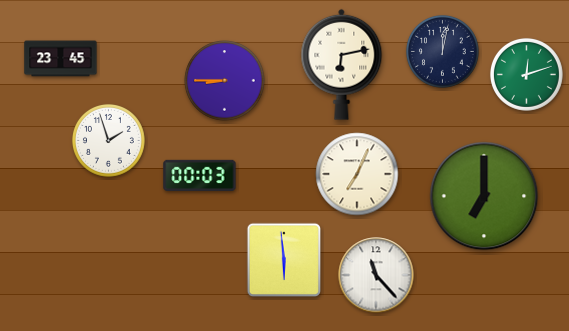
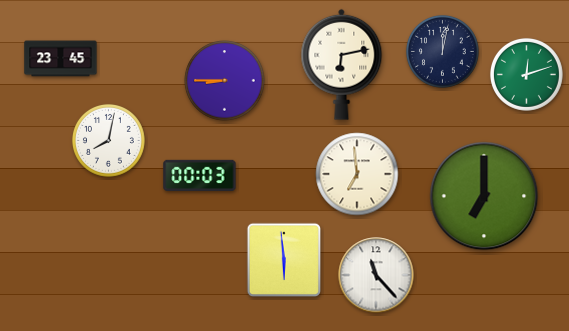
clock at (108, 140): 1:57 -> 8:02
clock at (357, 174): 7:04 -> 6:59
